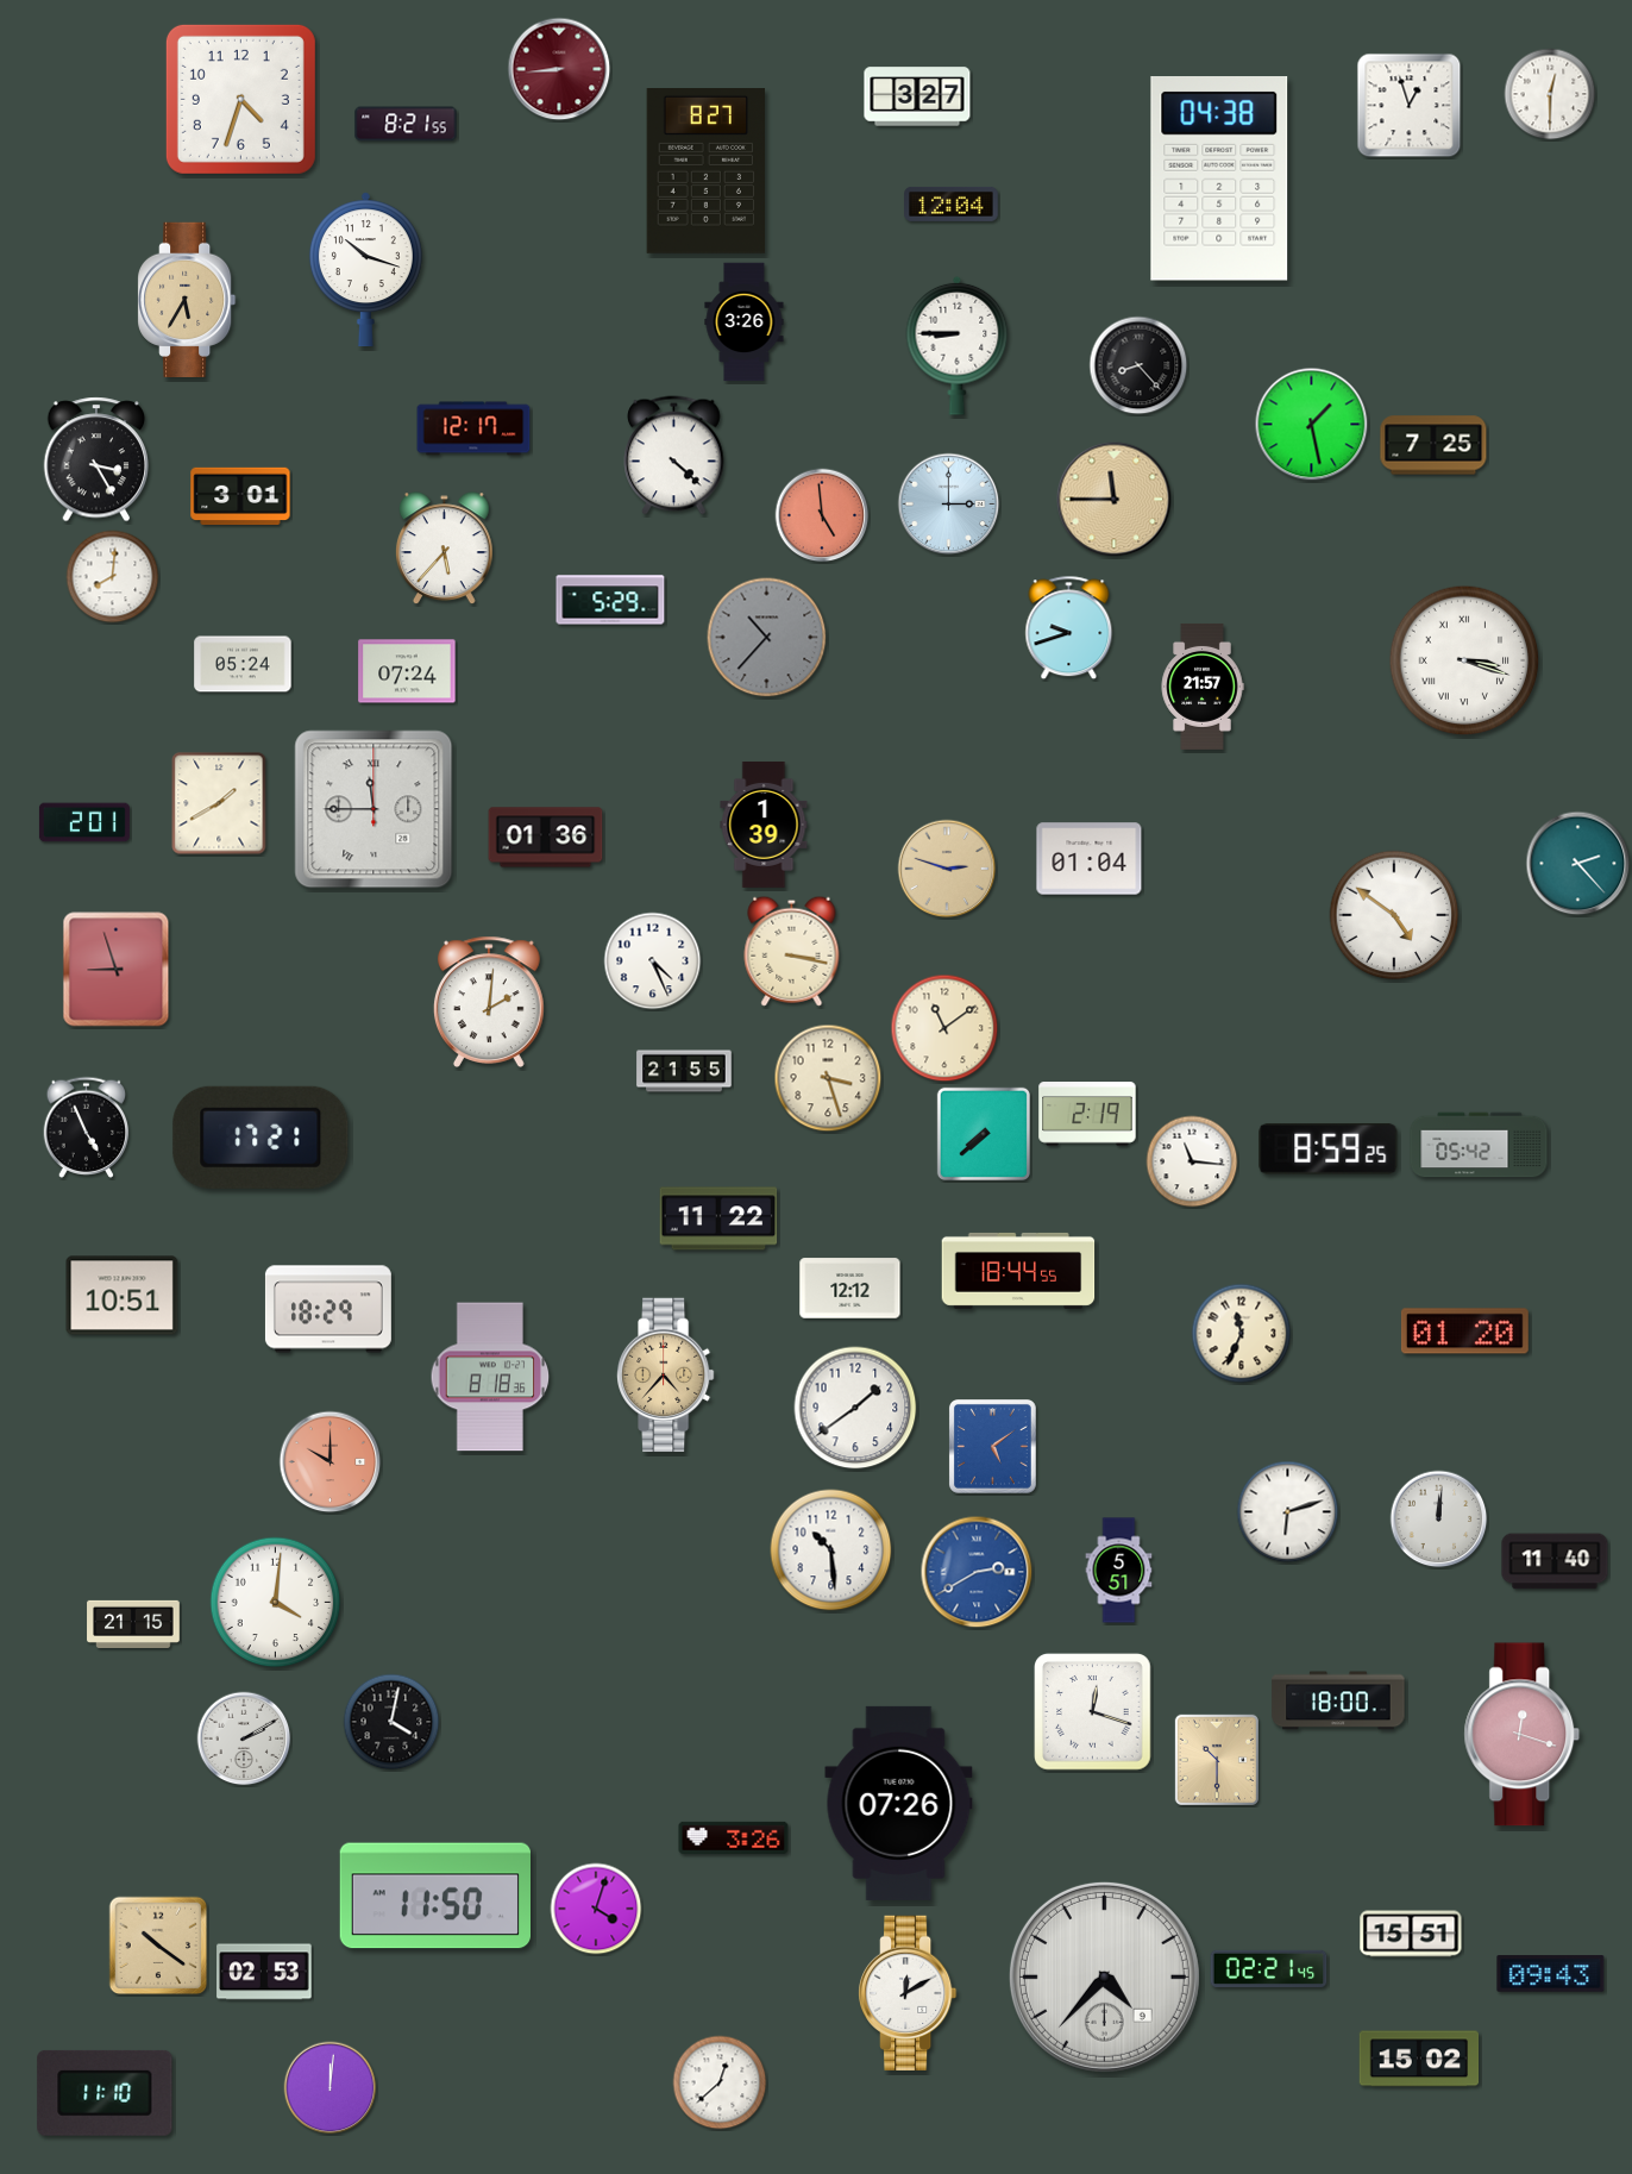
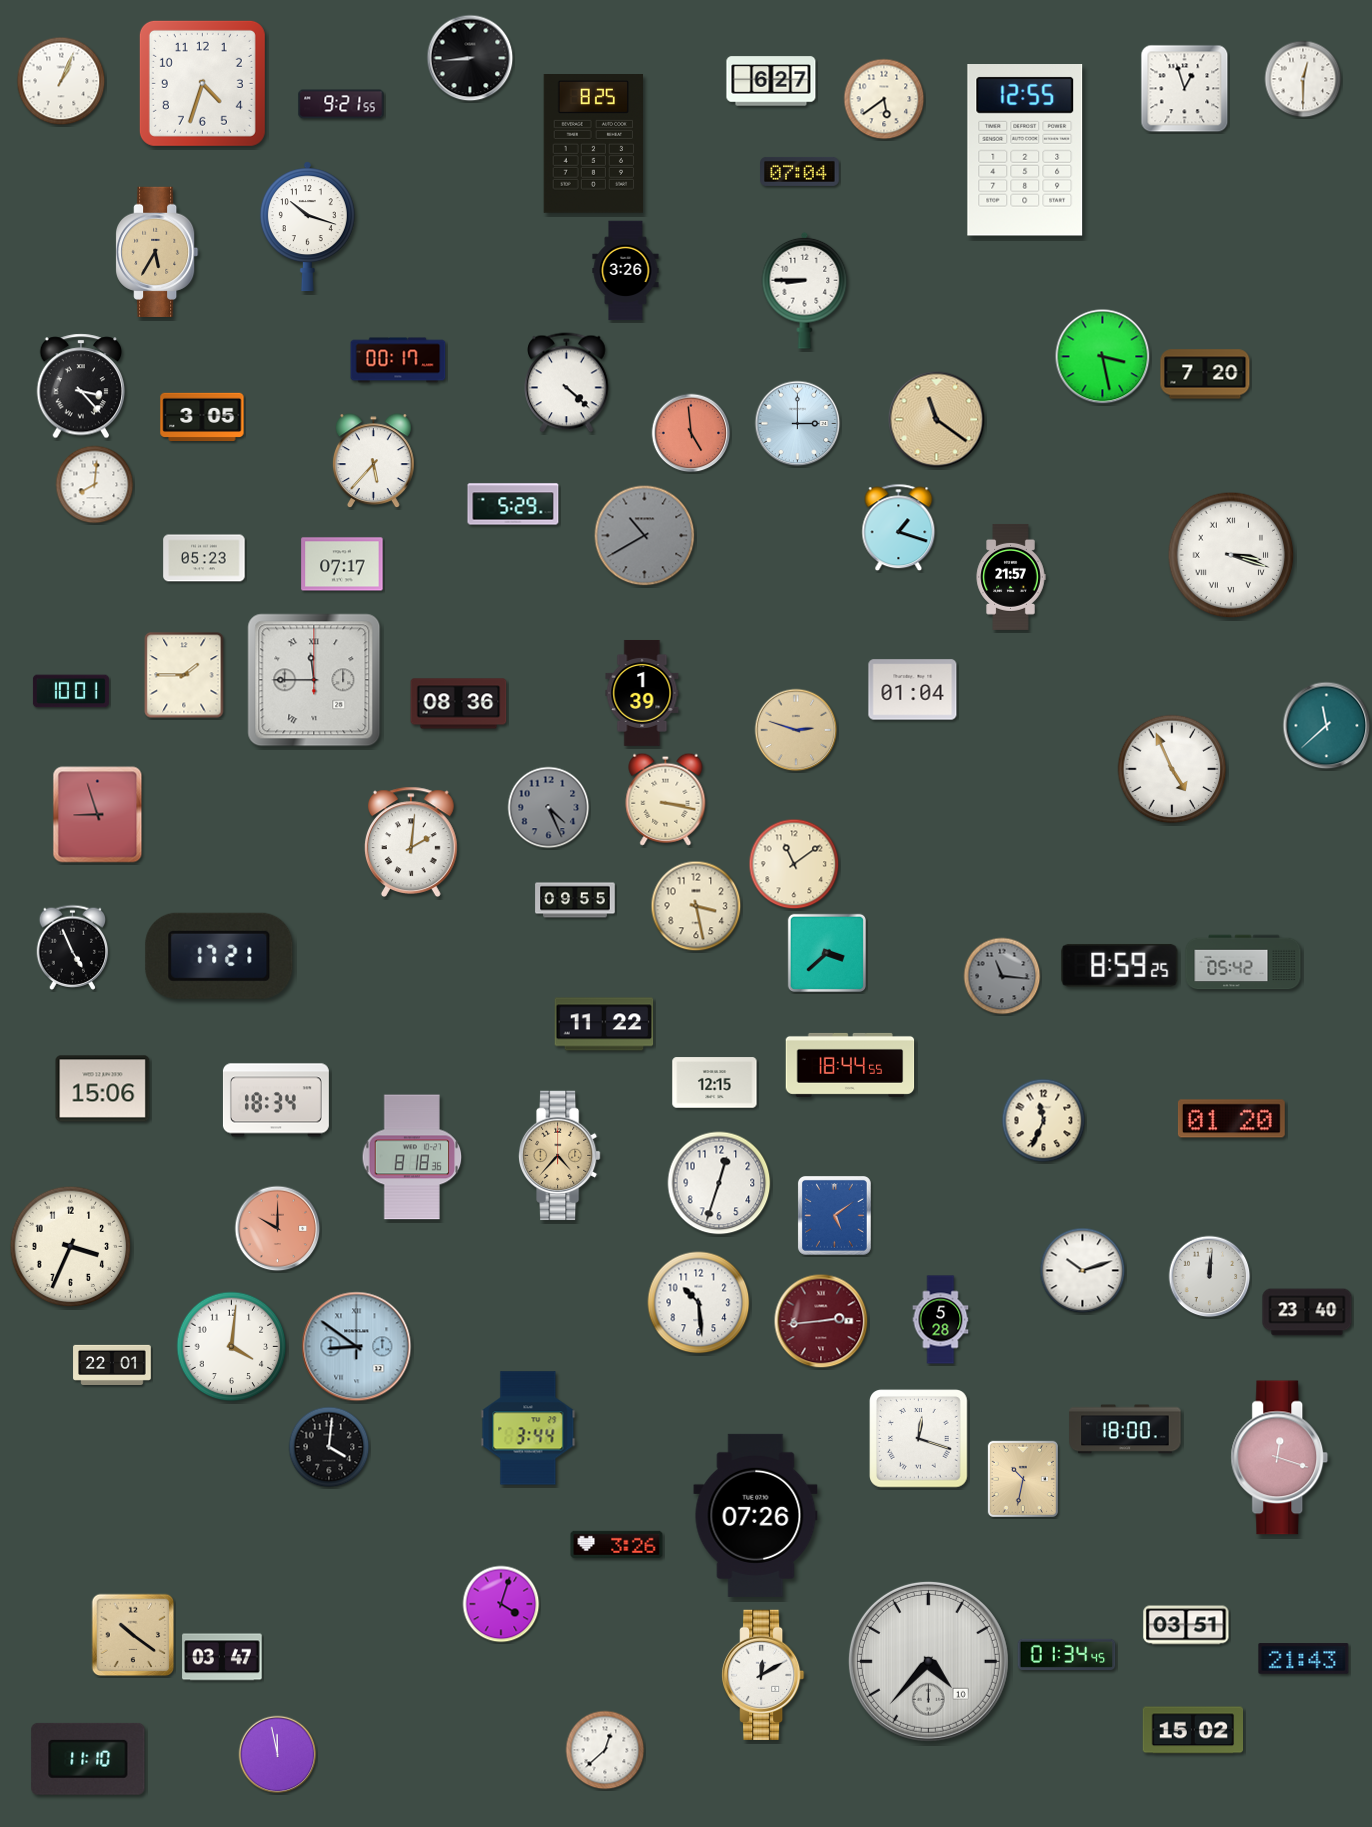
clock at (559, 69) dial: burgundy -> black
clock at (61, 81): none -> 1:04
clock at (917, 96): 3:27 -> 6:27
clock at (884, 99): none -> 5:39
clock at (406, 124): 8:21 -> 9:21
clock at (707, 171): 8:27 -> 8:25
clock at (1219, 180): 04:38 -> 12:55
clock at (952, 203): 12:04 -> 07:04
clock at (1138, 365): 8:23 -> none
clock at (1312, 425): 1:28 -> 3:28
clock at (473, 428): 12:17 -> 00:17
clock at (1433, 445): 7:25 -> 7:20
clock at (96, 459): 3:25 -> 3:23
clock at (240, 496): 3:01 -> 3:05
clock at (1115, 500): 11:45 -> 11:21
clock at (1069, 628): 9:42 -> 1:18
clock at (767, 638): 10:37 -> 10:40
clock at (243, 664): 05:24 -> 05:23
clock at (407, 671): 07:24 -> 07:17
clock at (219, 803): 1:40 -> 1:45
clock at (84, 822): 2:01 -> 10:01
clock at (546, 838): 01:36 -> 08:36
clock at (1090, 859) position: (1090, 859) -> (913, 690)
clock at (1578, 864): 2:23 -> 11:38
clock at (1394, 915): 4:51 -> 4:56
clock at (653, 961) dial: white -> grey
clock at (684, 1071): 21:55 -> 09:55
clock at (828, 1078): 3:27 -> 3:28
clock at (1087, 1114): 2:19 -> none
clock at (983, 1133): 7:38 -> 3:38
clock at (1329, 1148) position: (1329, 1148) -> (1120, 965)
clock at (1192, 1161) dial: white -> grey
clock at (1018, 1271) position: (1018, 1271) -> (850, 1065)
clock at (850, 1289): 12:12 -> 12:15
clock at (123, 1296): 10:51 -> 15:06
clock at (328, 1309): 18:29 -> 18:34
clock at (855, 1408): 1:39 -> 12:33
clock at (71, 1247): none -> 3:34
clock at (1288, 1512): 6:12 -> 10:12
clock at (1555, 1561): 11:40 -> 23:40
clock at (1119, 1571): 5:51 -> 5:28
clock at (977, 1572): 2:40 -> 2:44
clock at (977, 1572) dial: blue -> burgundy
clock at (357, 1347): none -> 8:51
clock at (133, 1623): 21:15 -> 22:01
clock at (528, 1428): none -> 3:44
clock at (391, 1722): 4:02 -> 4:01
clock at (244, 1738): 2:10 -> none
clock at (1217, 1759): 10:30 -> 10:32
clock at (434, 1896): 11:50 -> none
clock at (1411, 1934): 15:51 -> 03:51
clock at (1269, 1968): 02:21 -> 01:34
clock at (264, 1972): 02:53 -> 03:47
clock at (1551, 1974): 09:43 -> 21:43
clock at (1104, 1976) date: 9 -> 10
clock at (331, 2088): 12:01 -> 11:58
